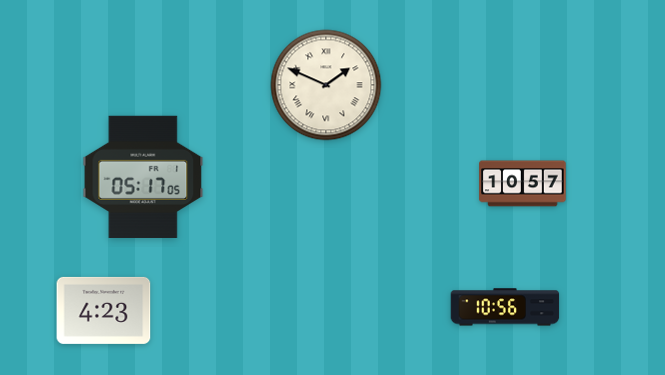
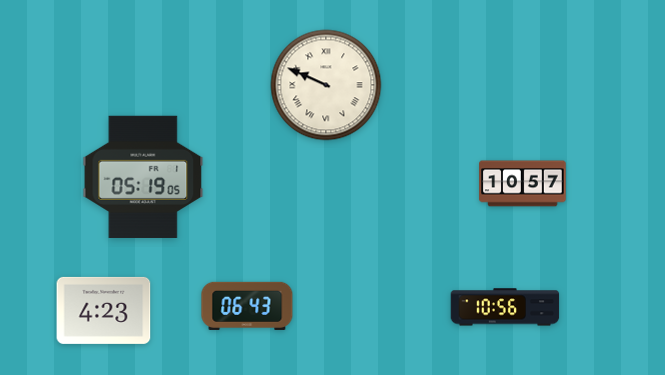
clock at (326, 85): 1:49 -> 9:49
clock at (143, 177): 05:17 -> 05:19
clock at (247, 306): none -> 06:43
